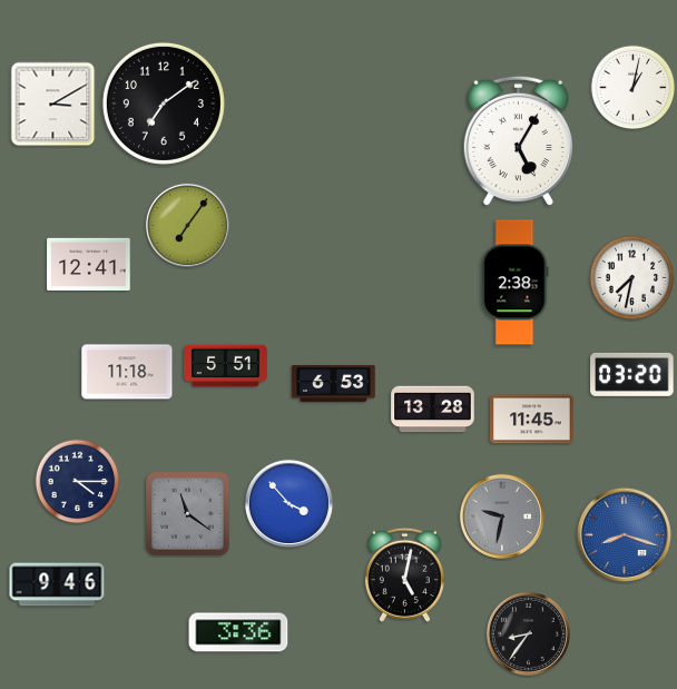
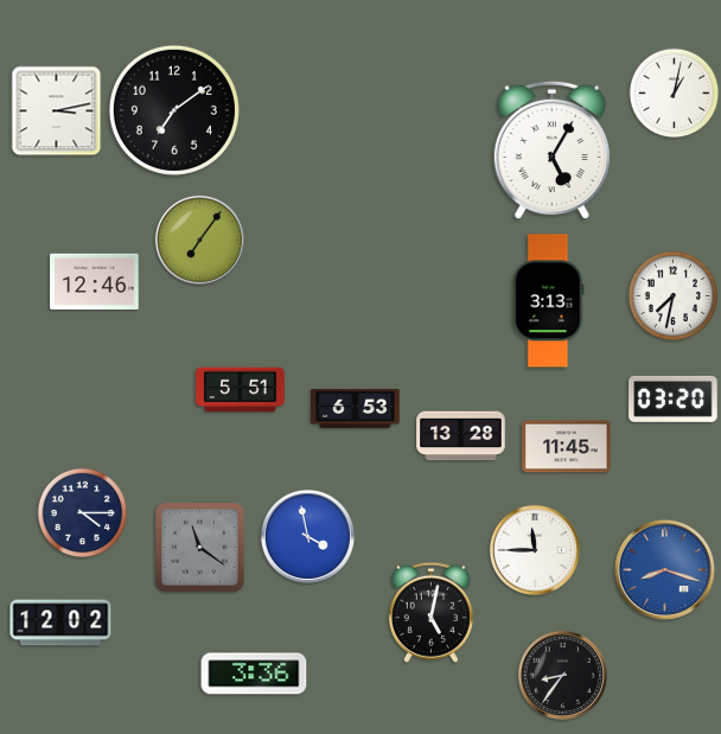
clock at (53, 105): 3:10 -> 3:13
clock at (89, 265): 12:41 -> 12:46
clock at (516, 283): 2:38 -> 3:13
clock at (127, 372): 11:18 -> none
clock at (288, 503): 3:53 -> 3:58
clock at (502, 516): 9:32 -> 11:45
clock at (502, 516) dial: grey -> white
clock at (57, 584): 9:46 -> 12:02
